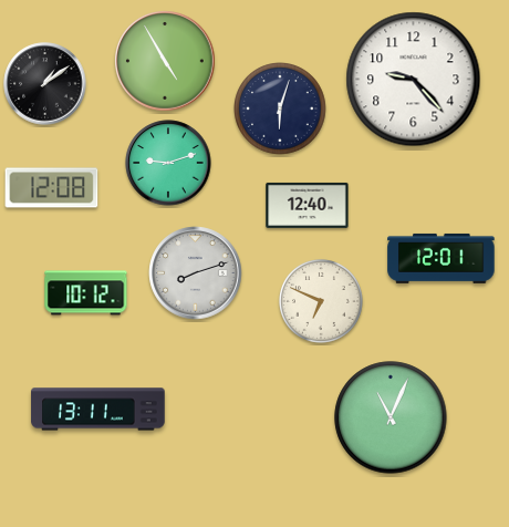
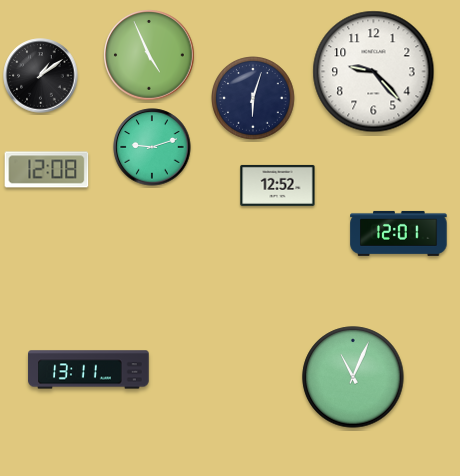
clock at (165, 61): 4:55 -> 4:56
clock at (308, 205): 12:40 -> 12:52
clock at (196, 273): 8:12 -> none
clock at (86, 293): 10:12 -> none
clock at (321, 301): 6:49 -> none
